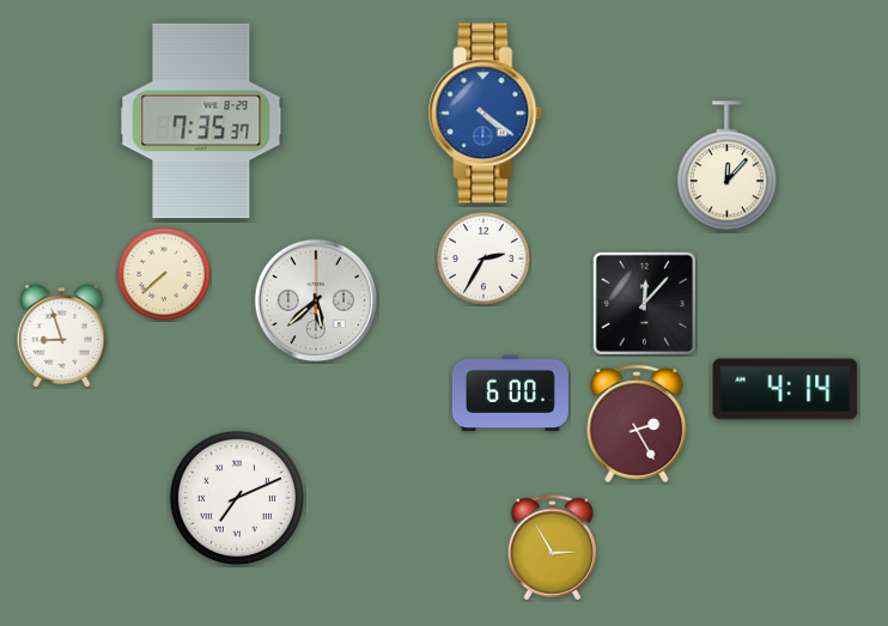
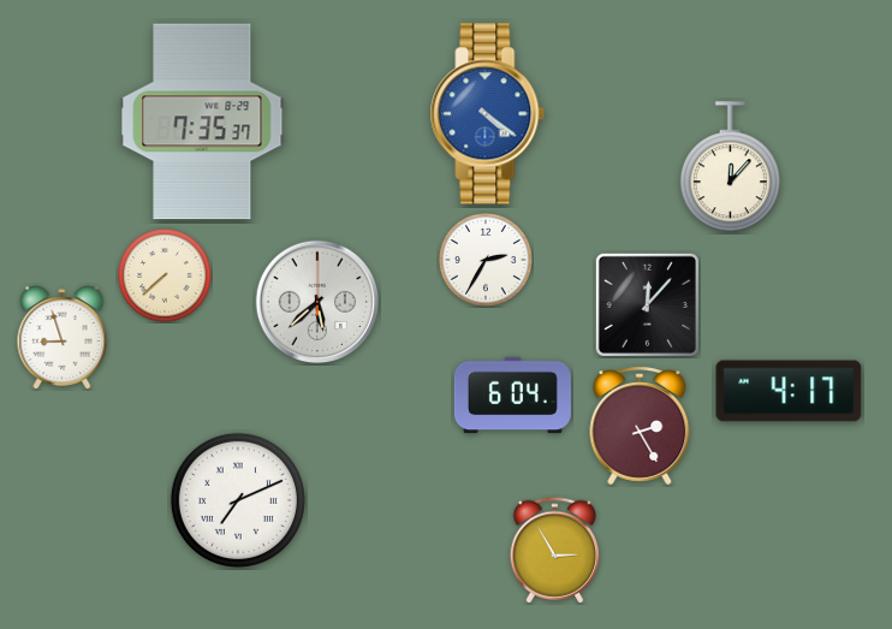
clock at (785, 389): 4:14 -> 4:17
clock at (510, 394): 6:00 -> 6:04
